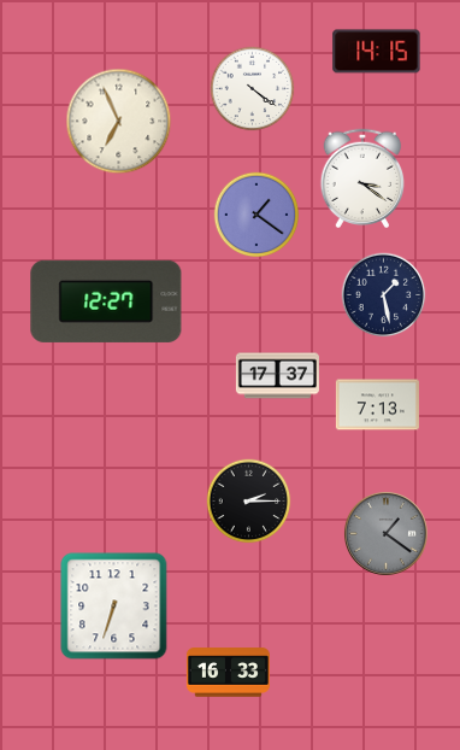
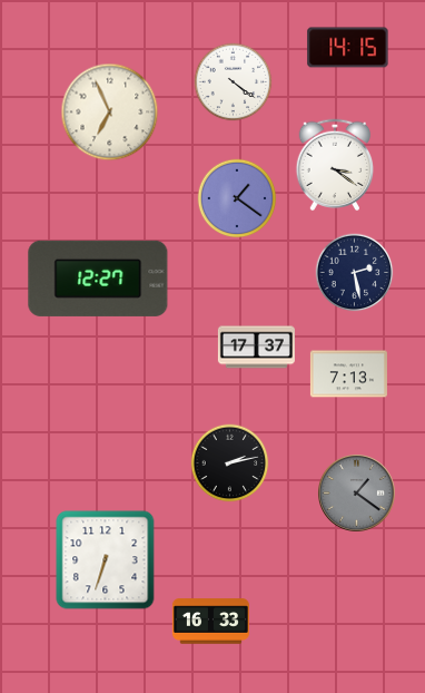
clock at (384, 295): 1:28 -> 2:28
clock at (249, 502): 2:15 -> 2:13
